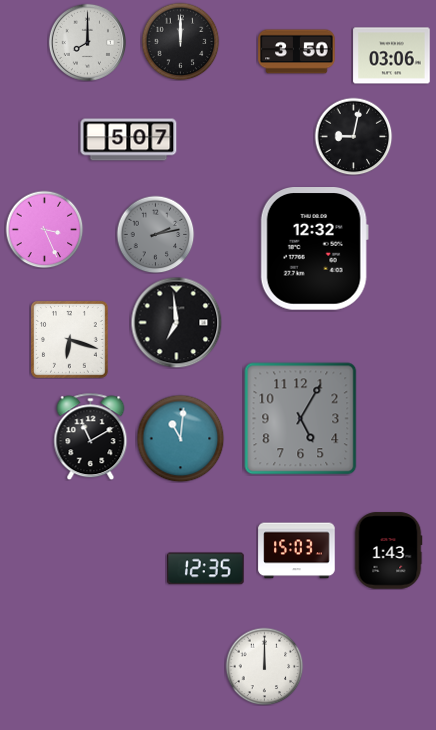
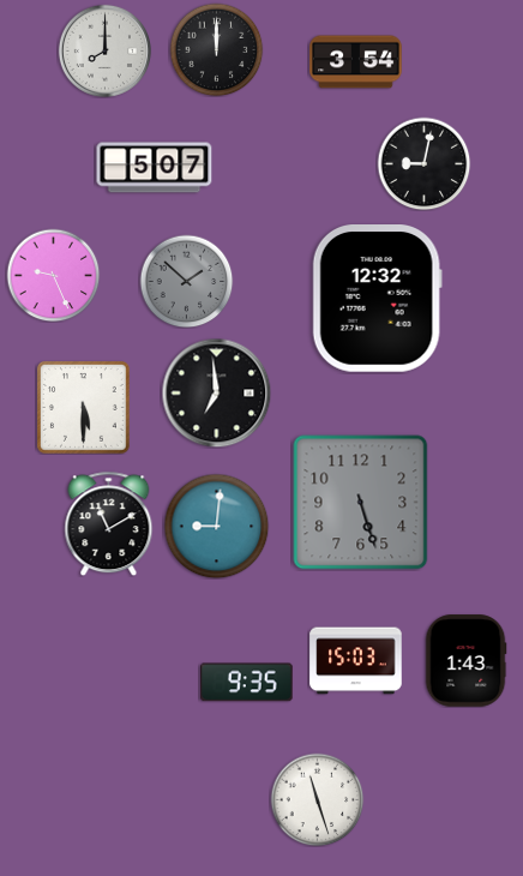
clock at (297, 52): 3:50 -> 3:54
clock at (392, 56): 03:06 -> none
clock at (44, 229): 3:26 -> 9:26
clock at (155, 234): 2:13 -> 1:52
clock at (176, 322) position: (176, 322) -> (216, 392)
clock at (70, 340): 6:18 -> 5:30
clock at (301, 419): 5:05 -> 5:27
clock at (180, 438): 11:01 -> 9:01
clock at (206, 569): 12:35 -> 9:35
clock at (264, 666): 12:00 -> 11:27
